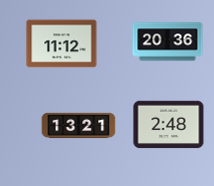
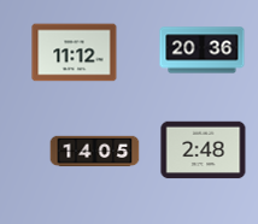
clock at (79, 126): 13:21 -> 14:05
